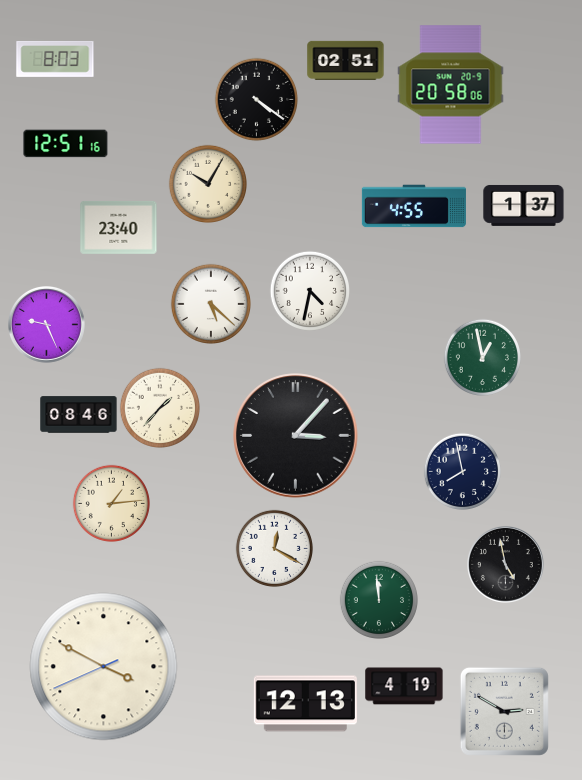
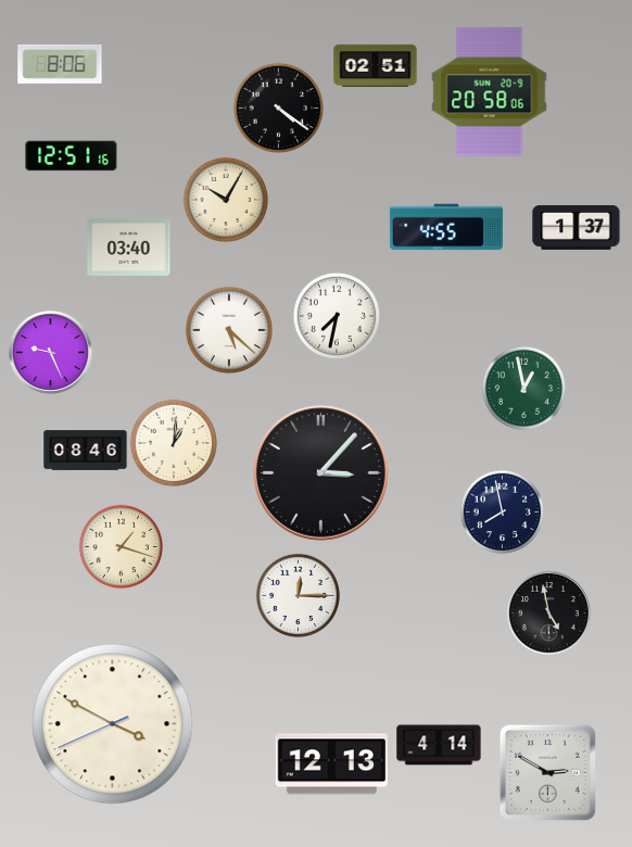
clock at (55, 59): 8:03 -> 8:06
clock at (524, 205) position: (524, 205) -> (577, 227)
clock at (414, 206) position: (414, 206) -> (446, 227)
clock at (119, 227): 23:40 -> 03:40
clock at (309, 290): 4:32 -> 7:32
clock at (159, 407): 1:37 -> 1:01
clock at (111, 503): 1:14 -> 1:18
clock at (274, 548): 12:20 -> 12:15
clock at (378, 599): 11:59 -> none
clock at (404, 686): 4:19 -> 4:14
